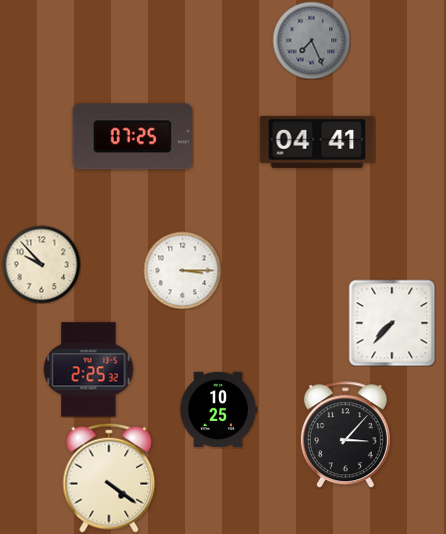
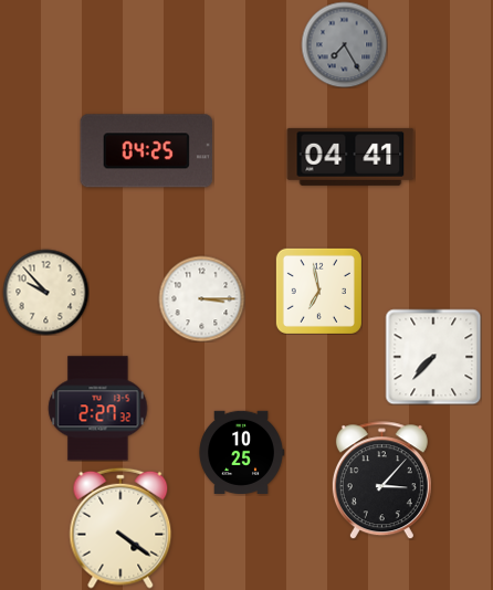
clock at (311, 40): 7:26 -> 7:25
clock at (133, 137): 07:25 -> 04:25
clock at (318, 291): none -> 6:58
clock at (89, 370): 2:25 -> 2:27
